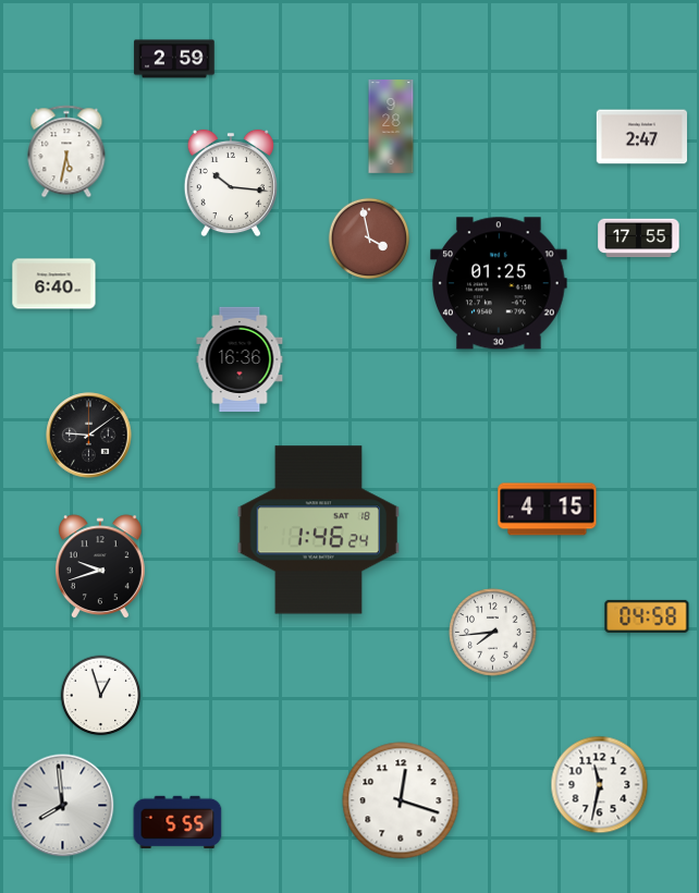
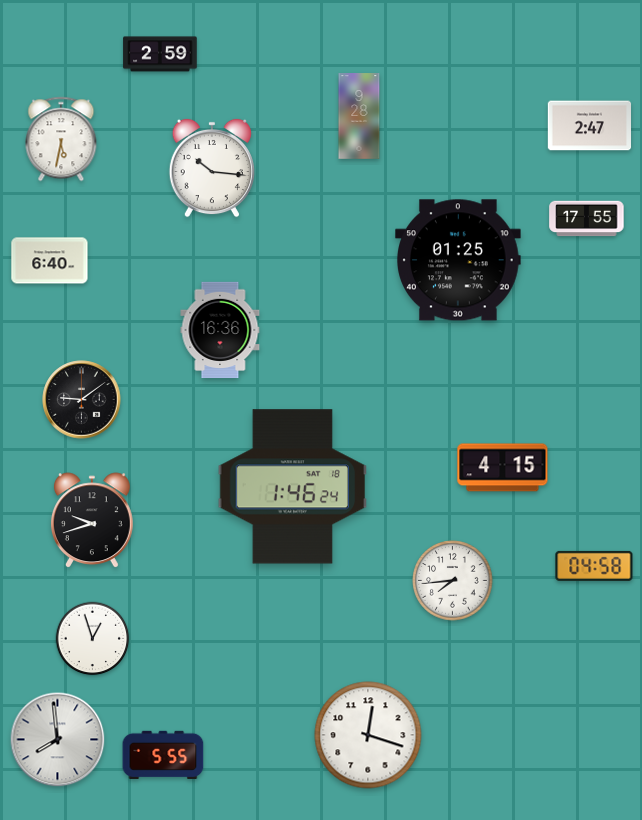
clock at (369, 238): 3:58 -> none
clock at (600, 785): 11:32 -> none
